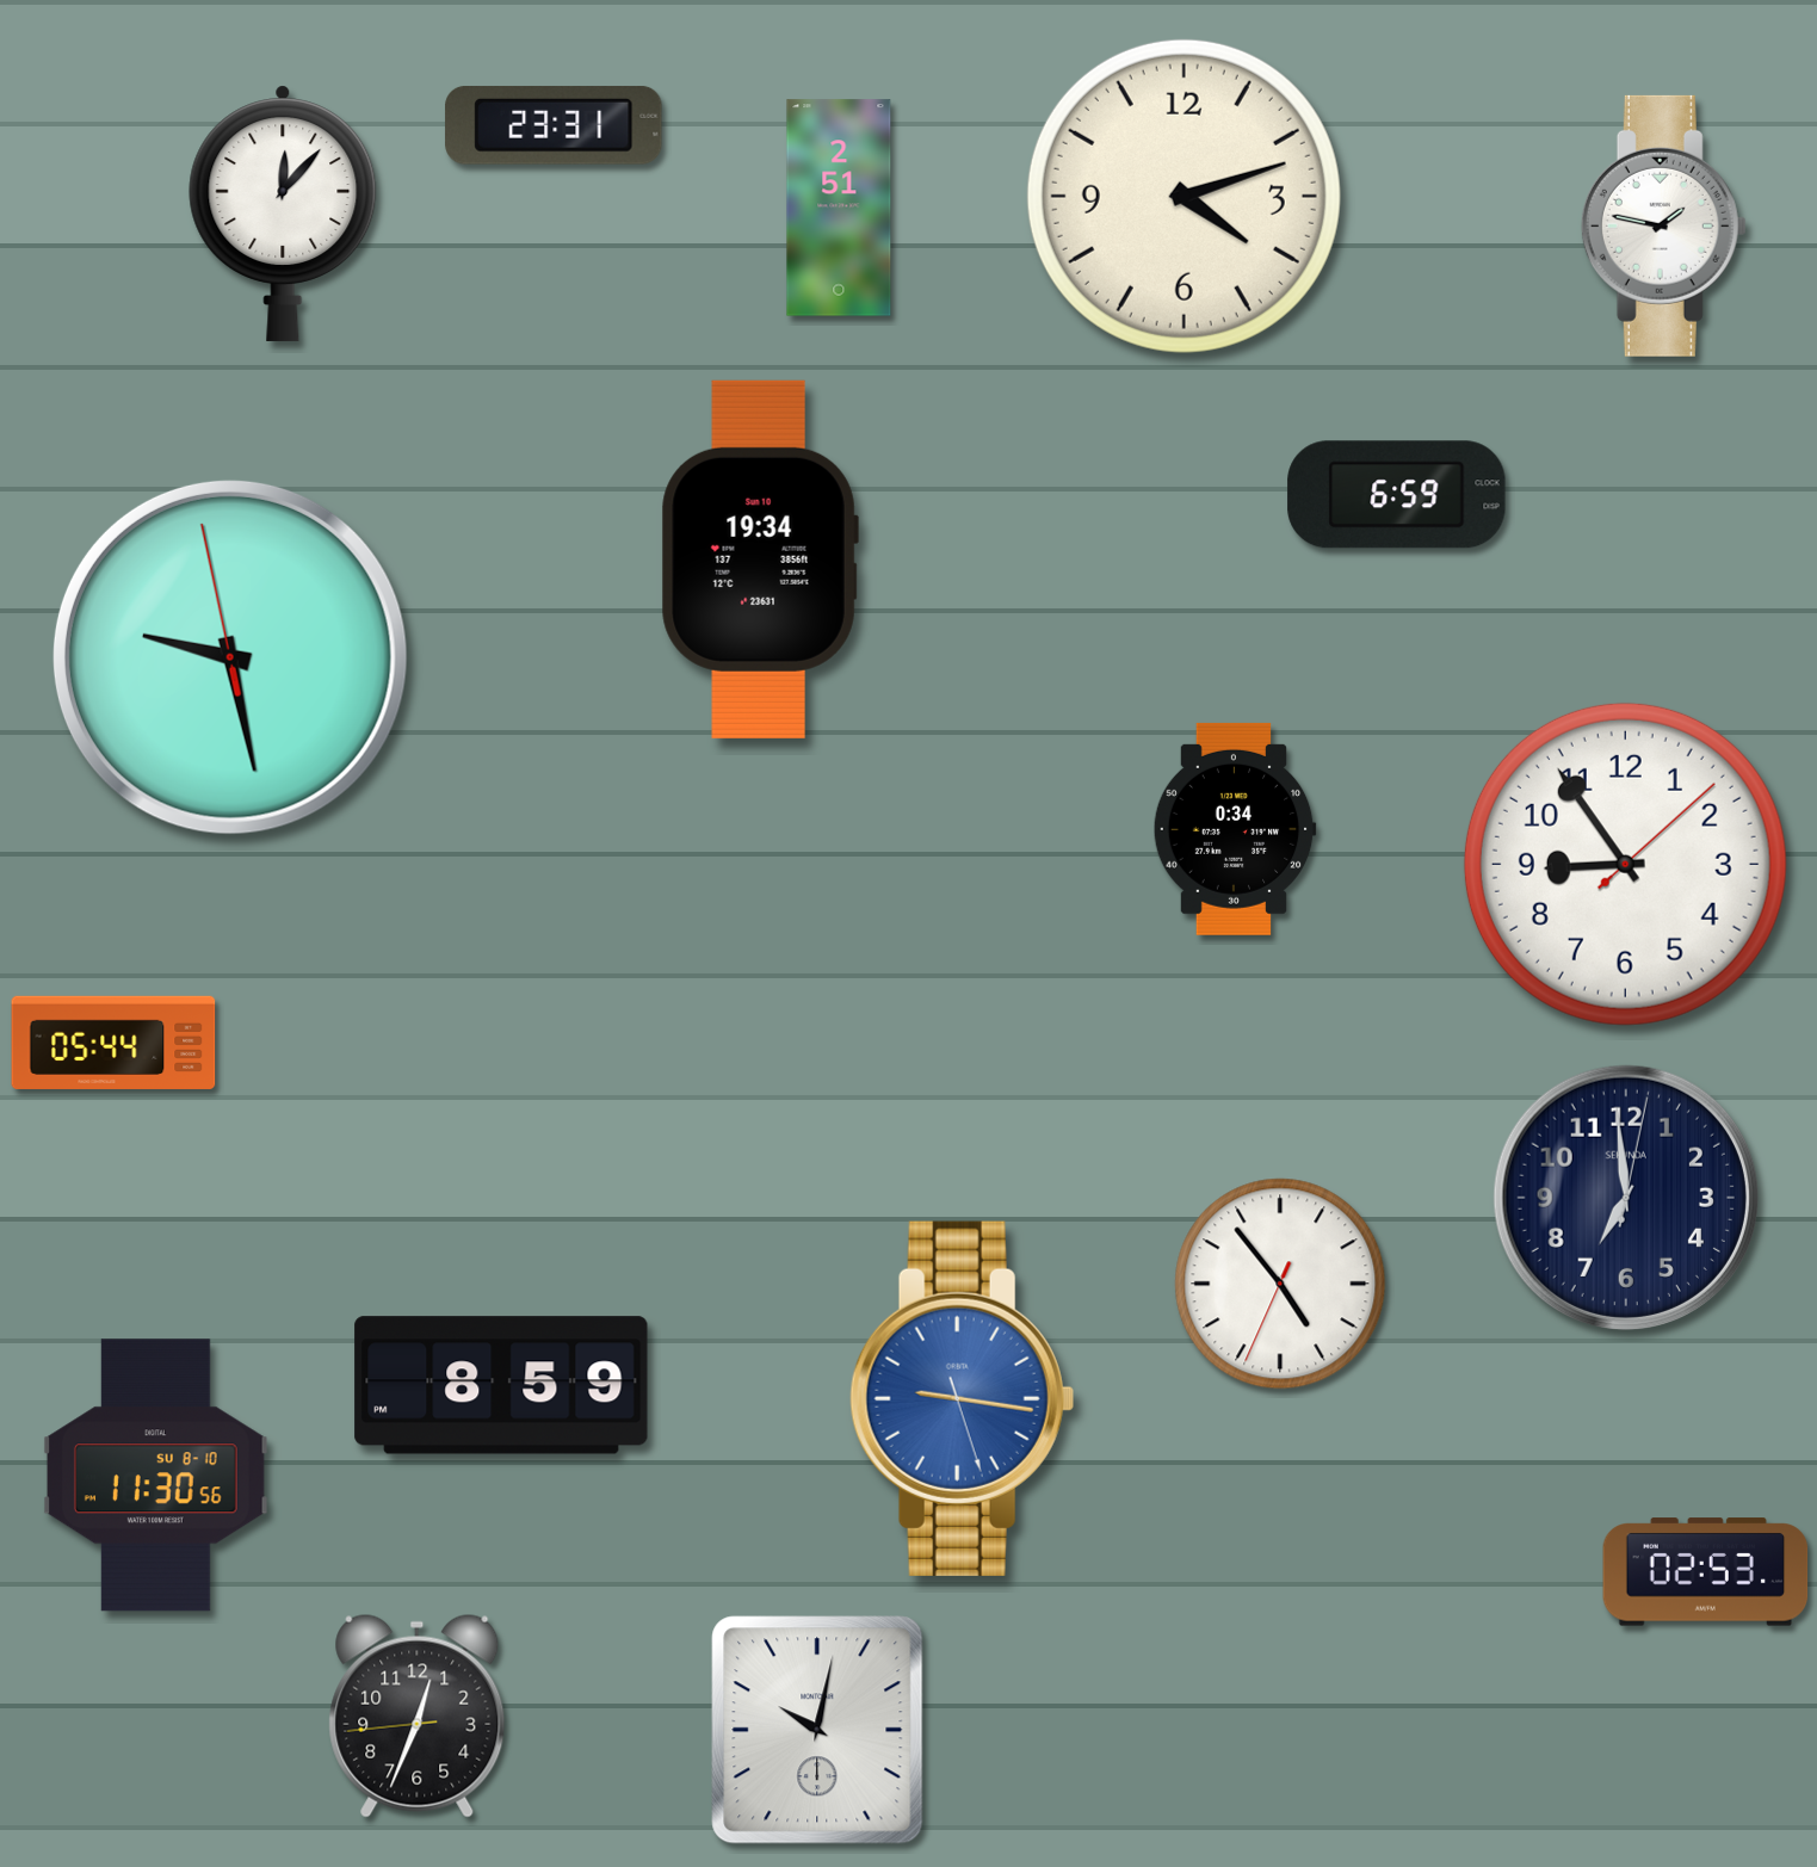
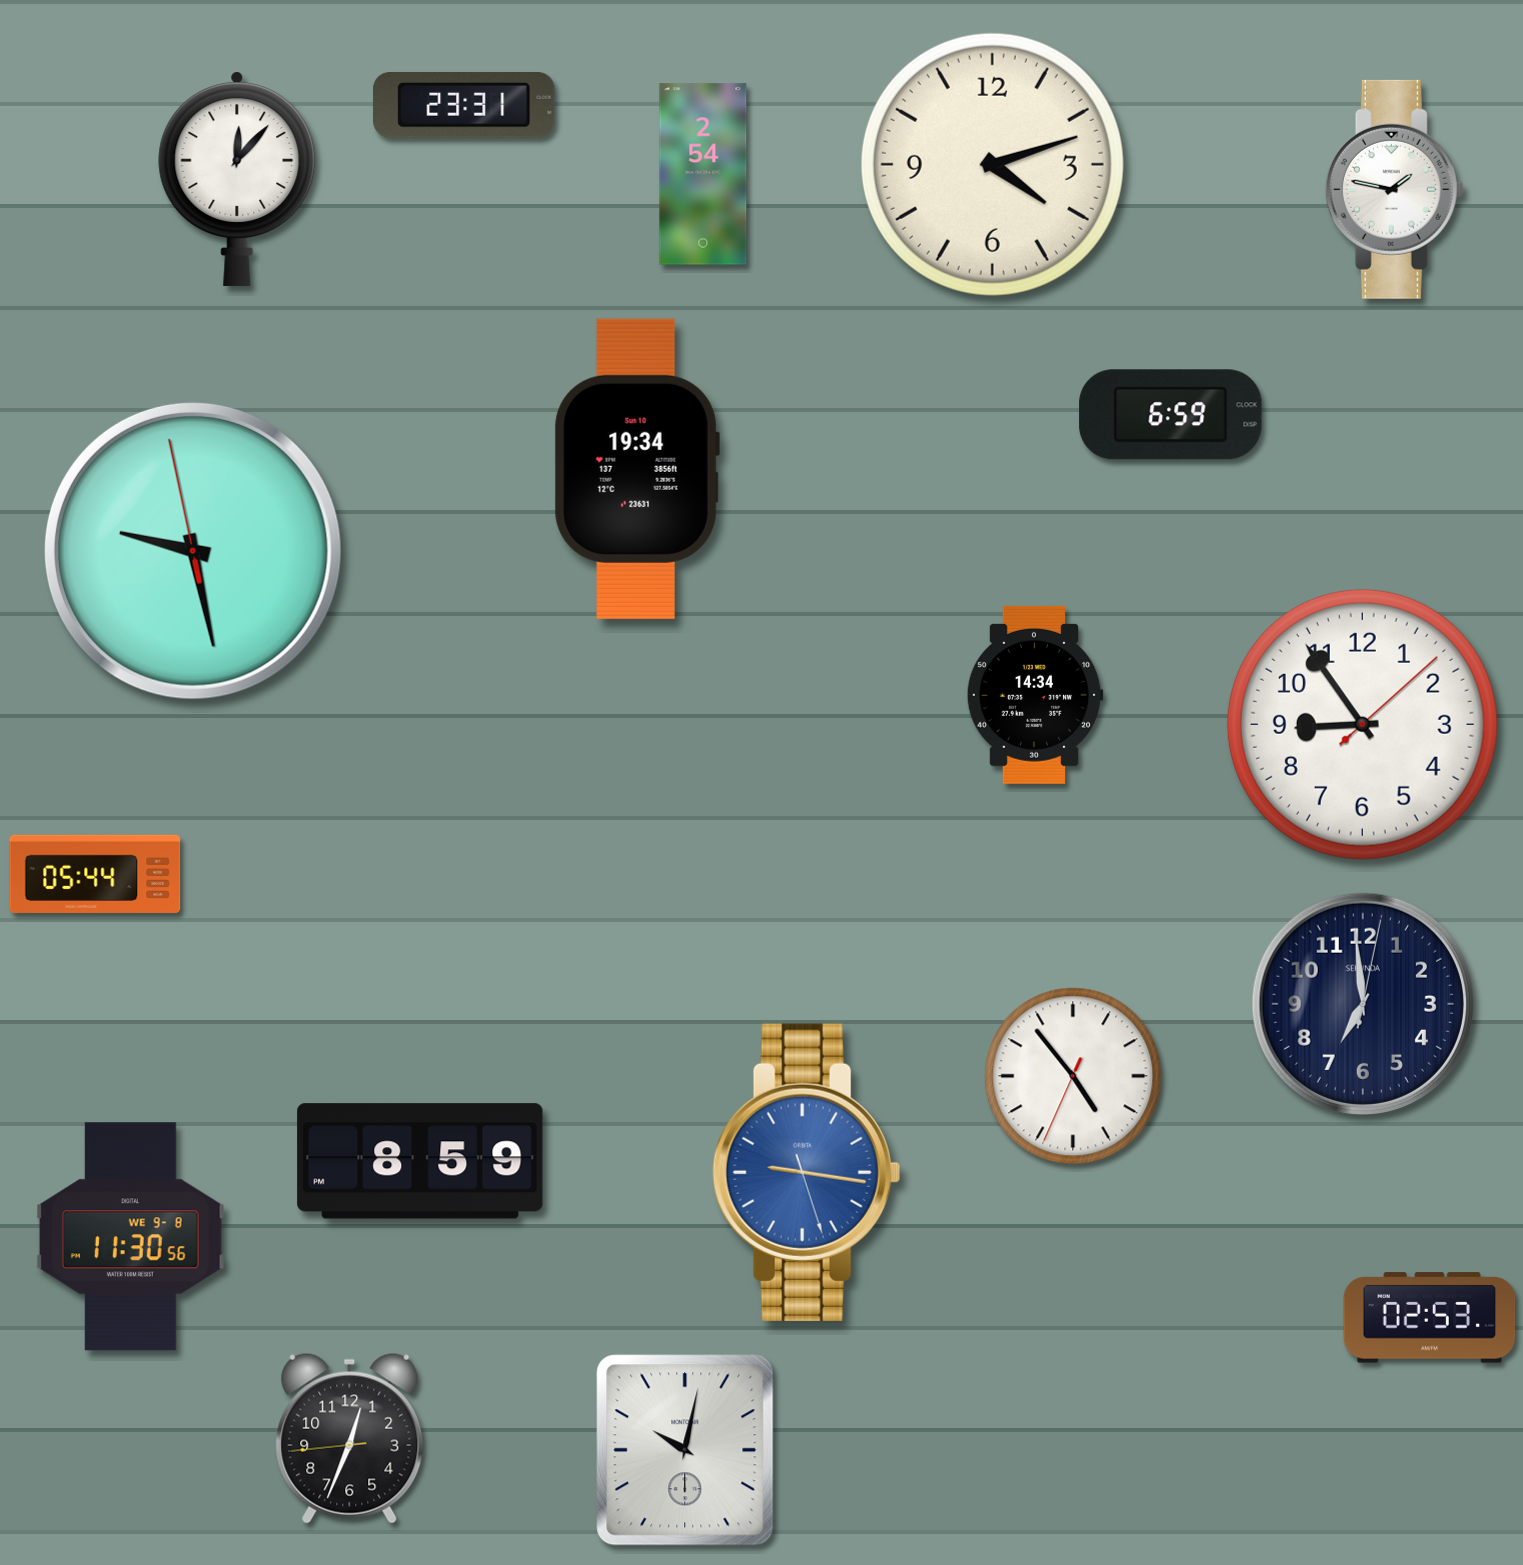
clock at (839, 208): 2:51 -> 2:54
clock at (1235, 829): 0:34 -> 14:34
clock at (155, 1476) date: SU 8-10 -> WE 9-8
